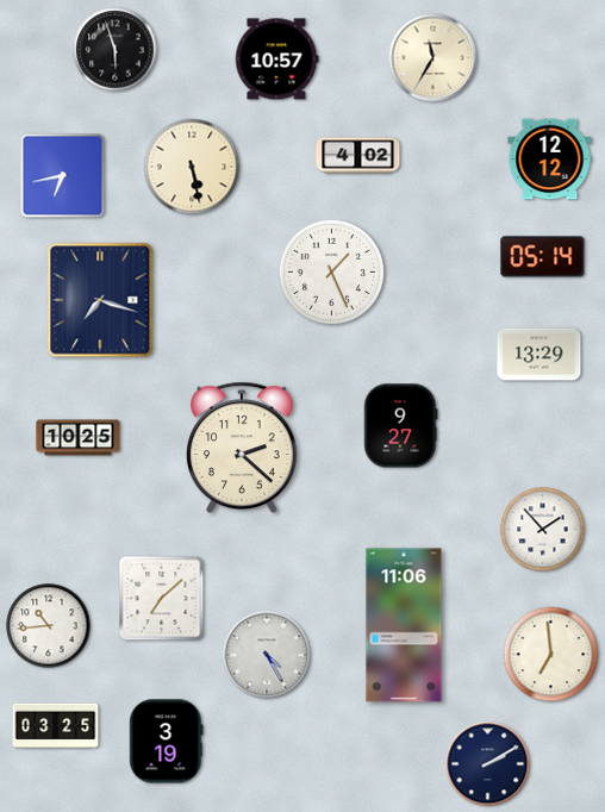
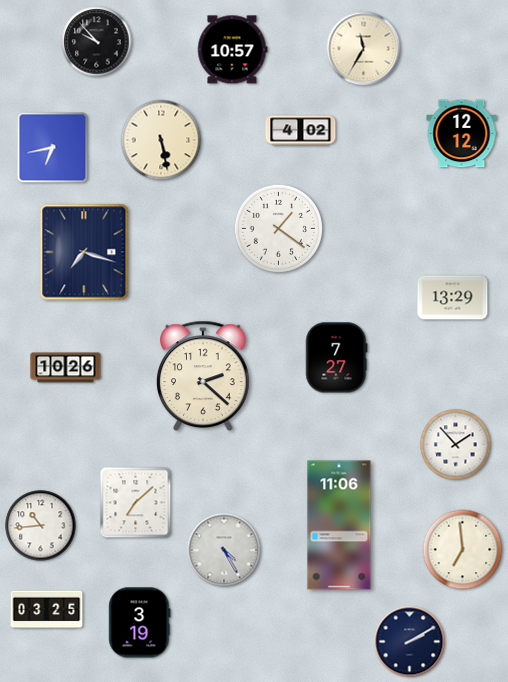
clock at (116, 50): 5:57 -> 9:53
clock at (543, 257): 05:14 -> none
clock at (331, 271): 1:26 -> 1:21
clock at (401, 426): 9:27 -> 7:27
clock at (79, 438): 10:25 -> 10:26
